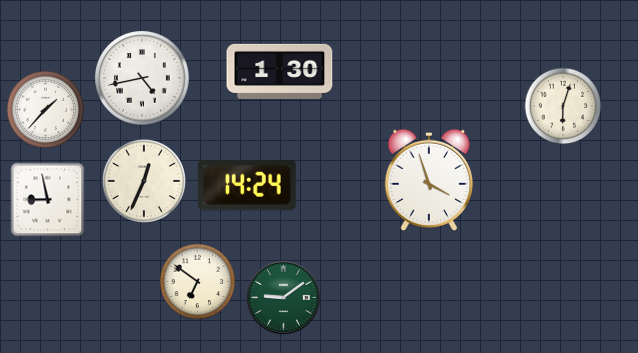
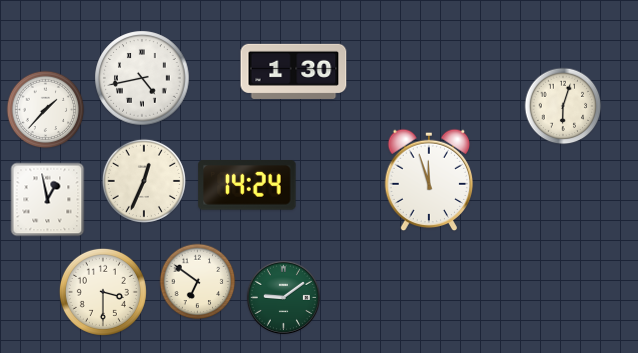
clock at (280, 71) position: (280, 71) -> (294, 71)
clock at (429, 180): 3:57 -> 11:57
clock at (48, 200): 8:58 -> 12:58
clock at (103, 292): none -> 3:30
